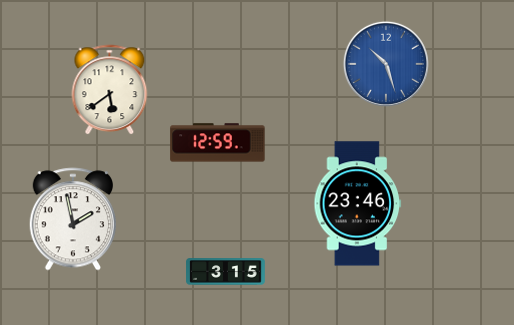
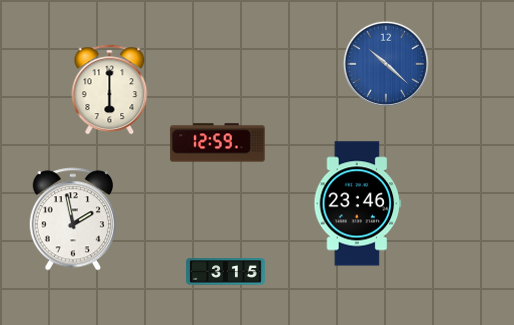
clock at (386, 64): 10:27 -> 10:22
clock at (110, 90): 5:39 -> 6:00
